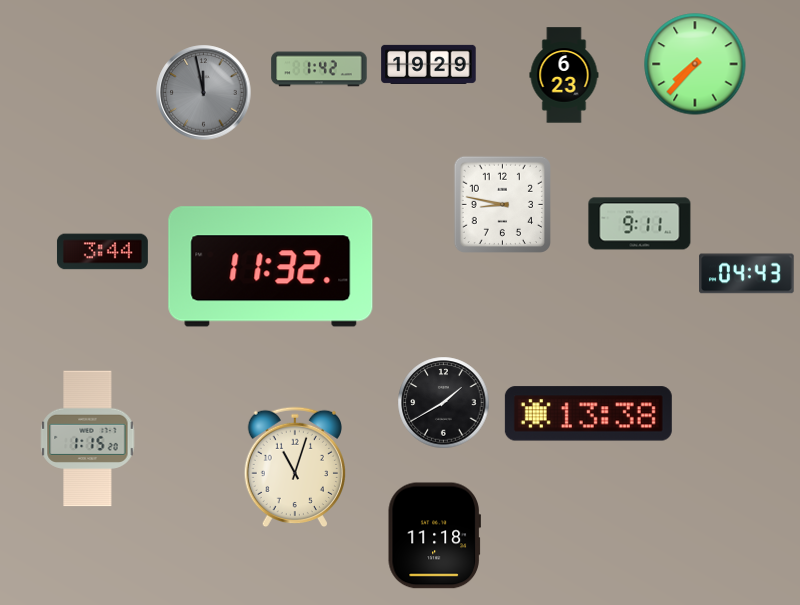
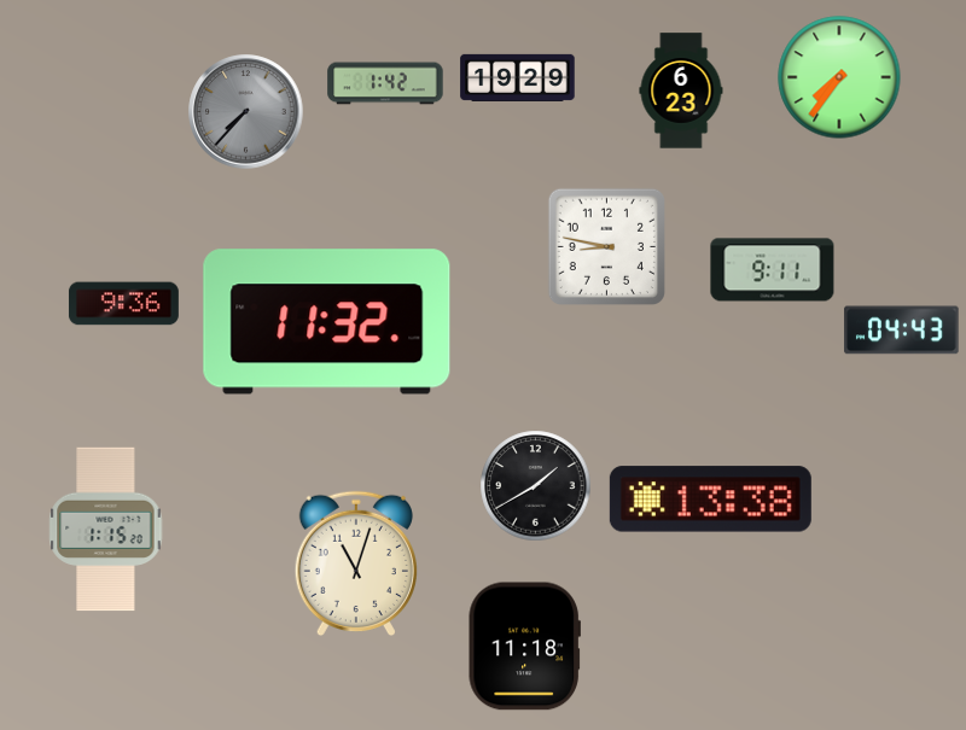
clock at (695, 64): 7:37 -> 7:36
clock at (204, 93): 11:58 -> 7:37
clock at (102, 252): 3:44 -> 9:36
